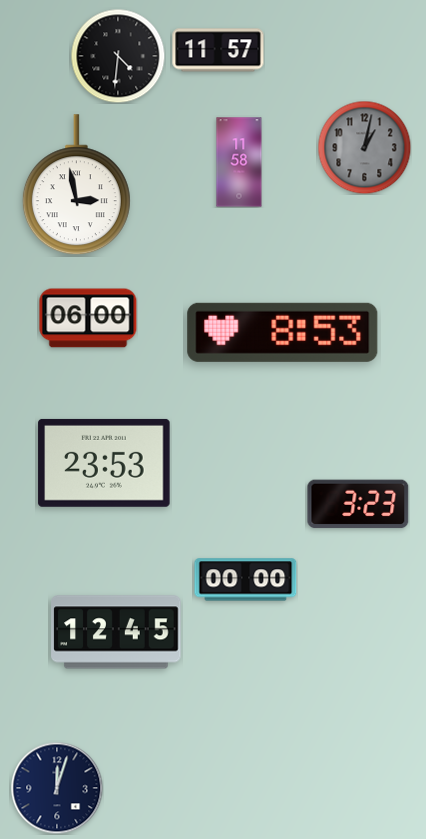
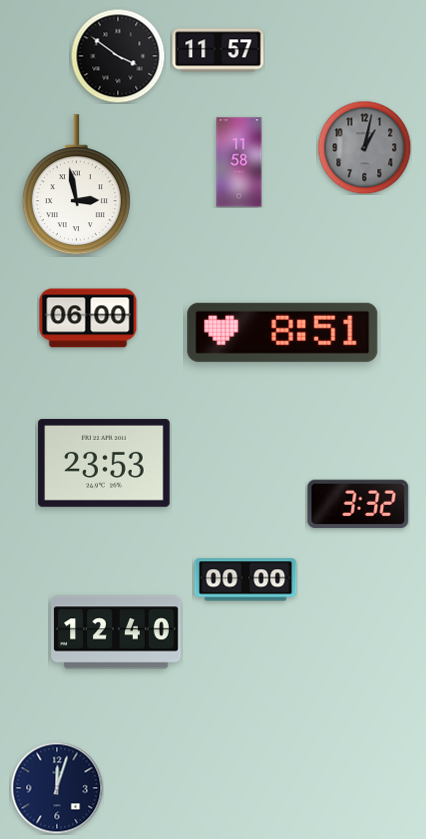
clock at (118, 56): 4:31 -> 3:51
clock at (283, 332): 8:53 -> 8:51
clock at (358, 504): 3:23 -> 3:32
clock at (116, 632): 12:45 -> 12:40
